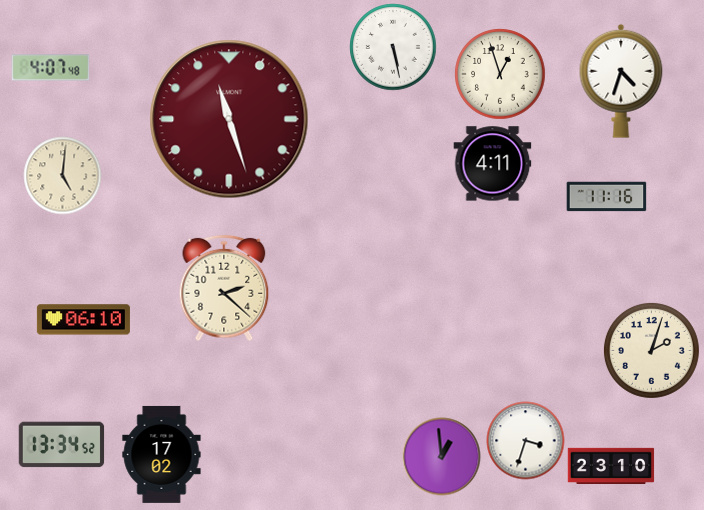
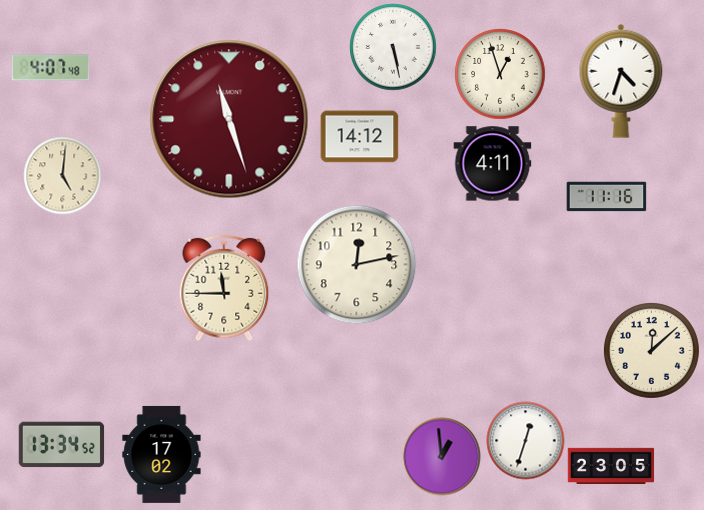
clock at (359, 137): none -> 14:12
clock at (356, 264): none -> 12:13
clock at (224, 288): 2:22 -> 11:45
clock at (83, 320): 06:10 -> none
clock at (651, 350): 2:03 -> 12:08
clock at (525, 440): 3:33 -> 12:33
clock at (611, 465): 23:10 -> 23:05
